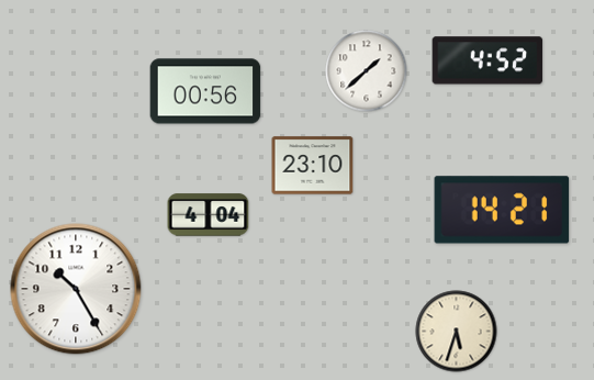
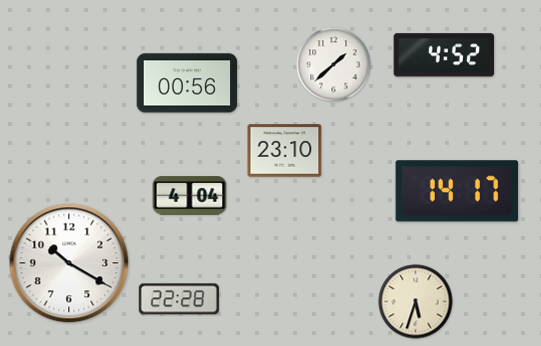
clock at (502, 210): 14:21 -> 14:17
clock at (76, 289): 10:25 -> 10:20
clock at (179, 299): none -> 22:28
